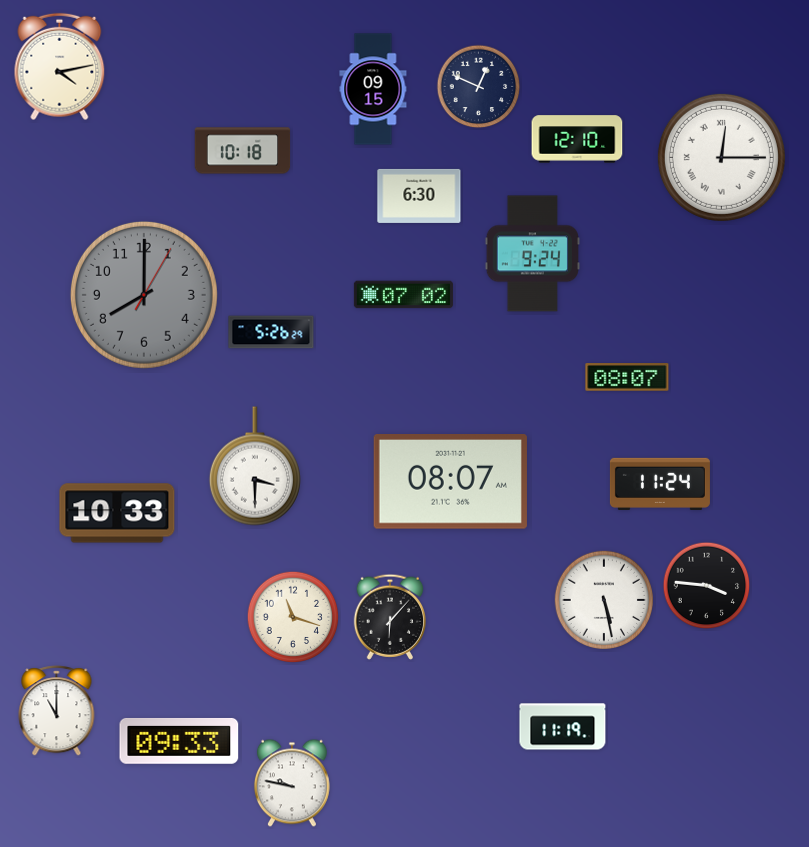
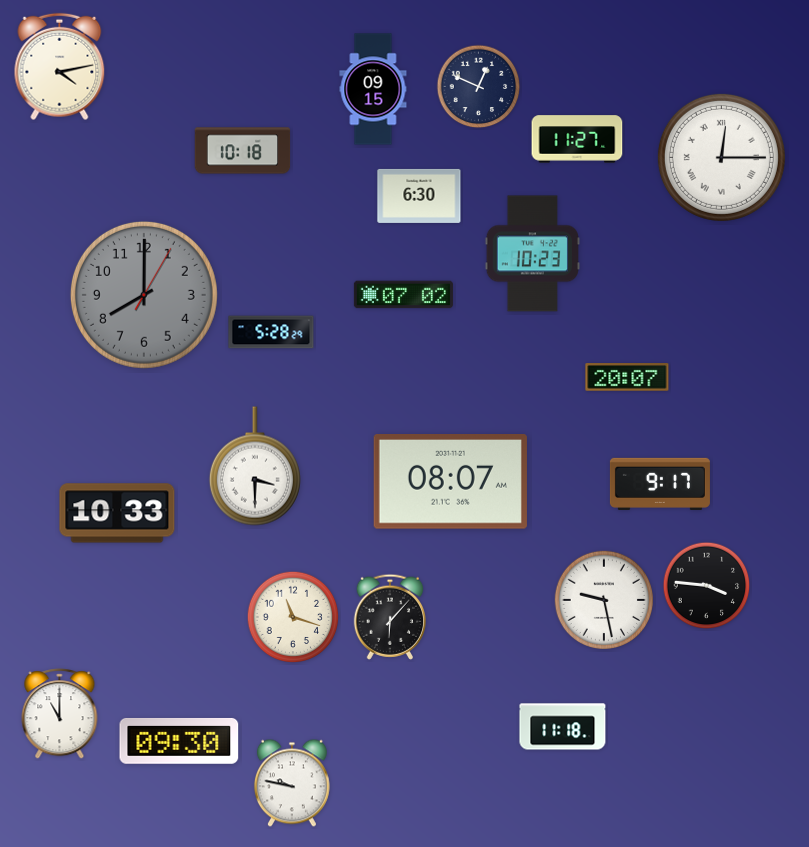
clock at (577, 139): 12:10 -> 11:27
clock at (532, 254): 9:24 -> 10:23
clock at (271, 332): 5:26 -> 5:28
clock at (627, 377): 08:07 -> 20:07
clock at (660, 484): 11:24 -> 9:17
clock at (603, 599): 5:28 -> 9:28
clock at (57, 711) position: (57, 711) -> (60, 714)
clock at (563, 727): 11:19 -> 11:18
clock at (179, 741): 09:33 -> 09:30
